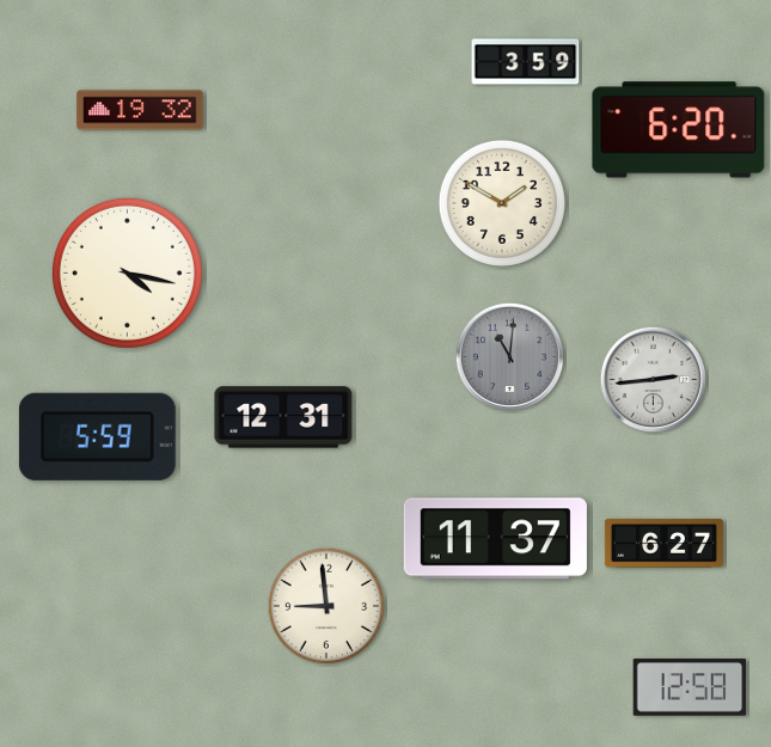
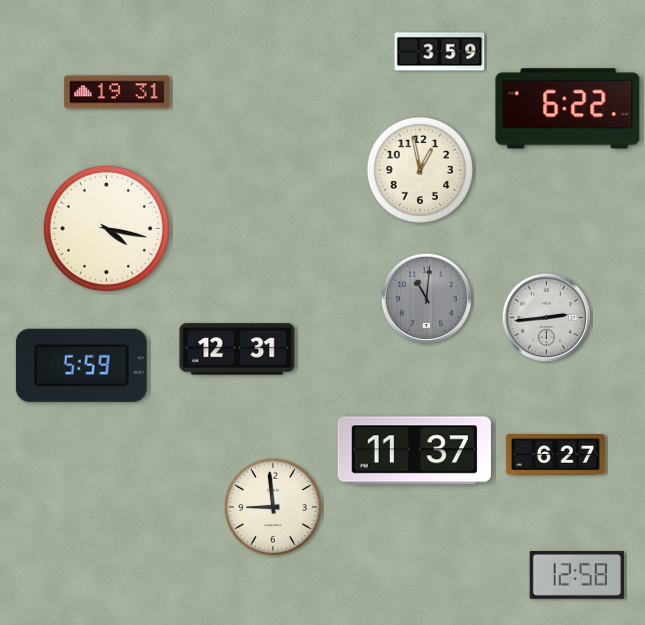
clock at (140, 110): 19:32 -> 19:31
clock at (679, 130): 6:20 -> 6:22
clock at (502, 203): 1:50 -> 12:58
